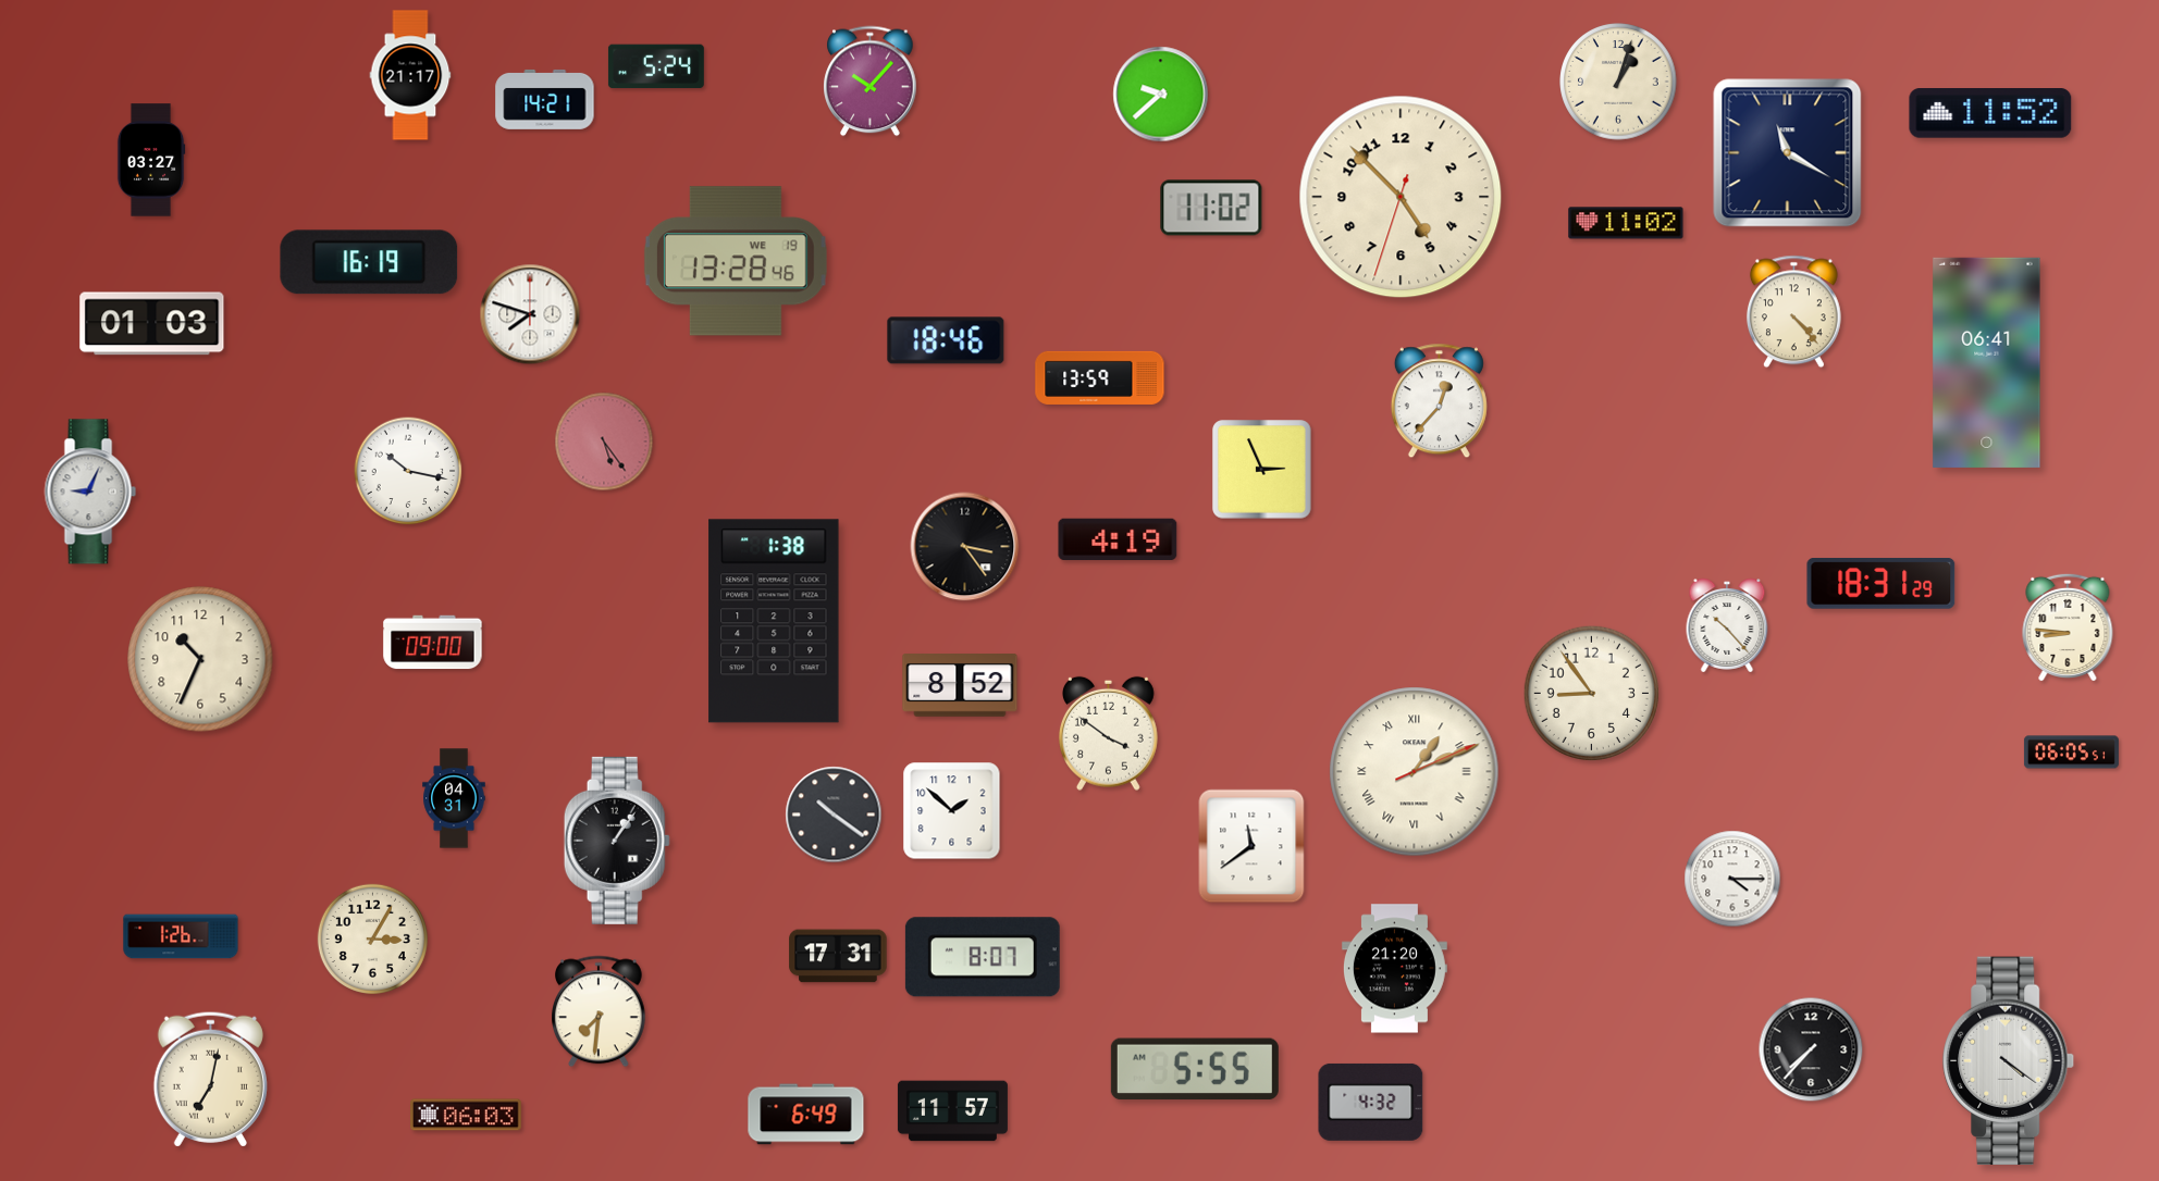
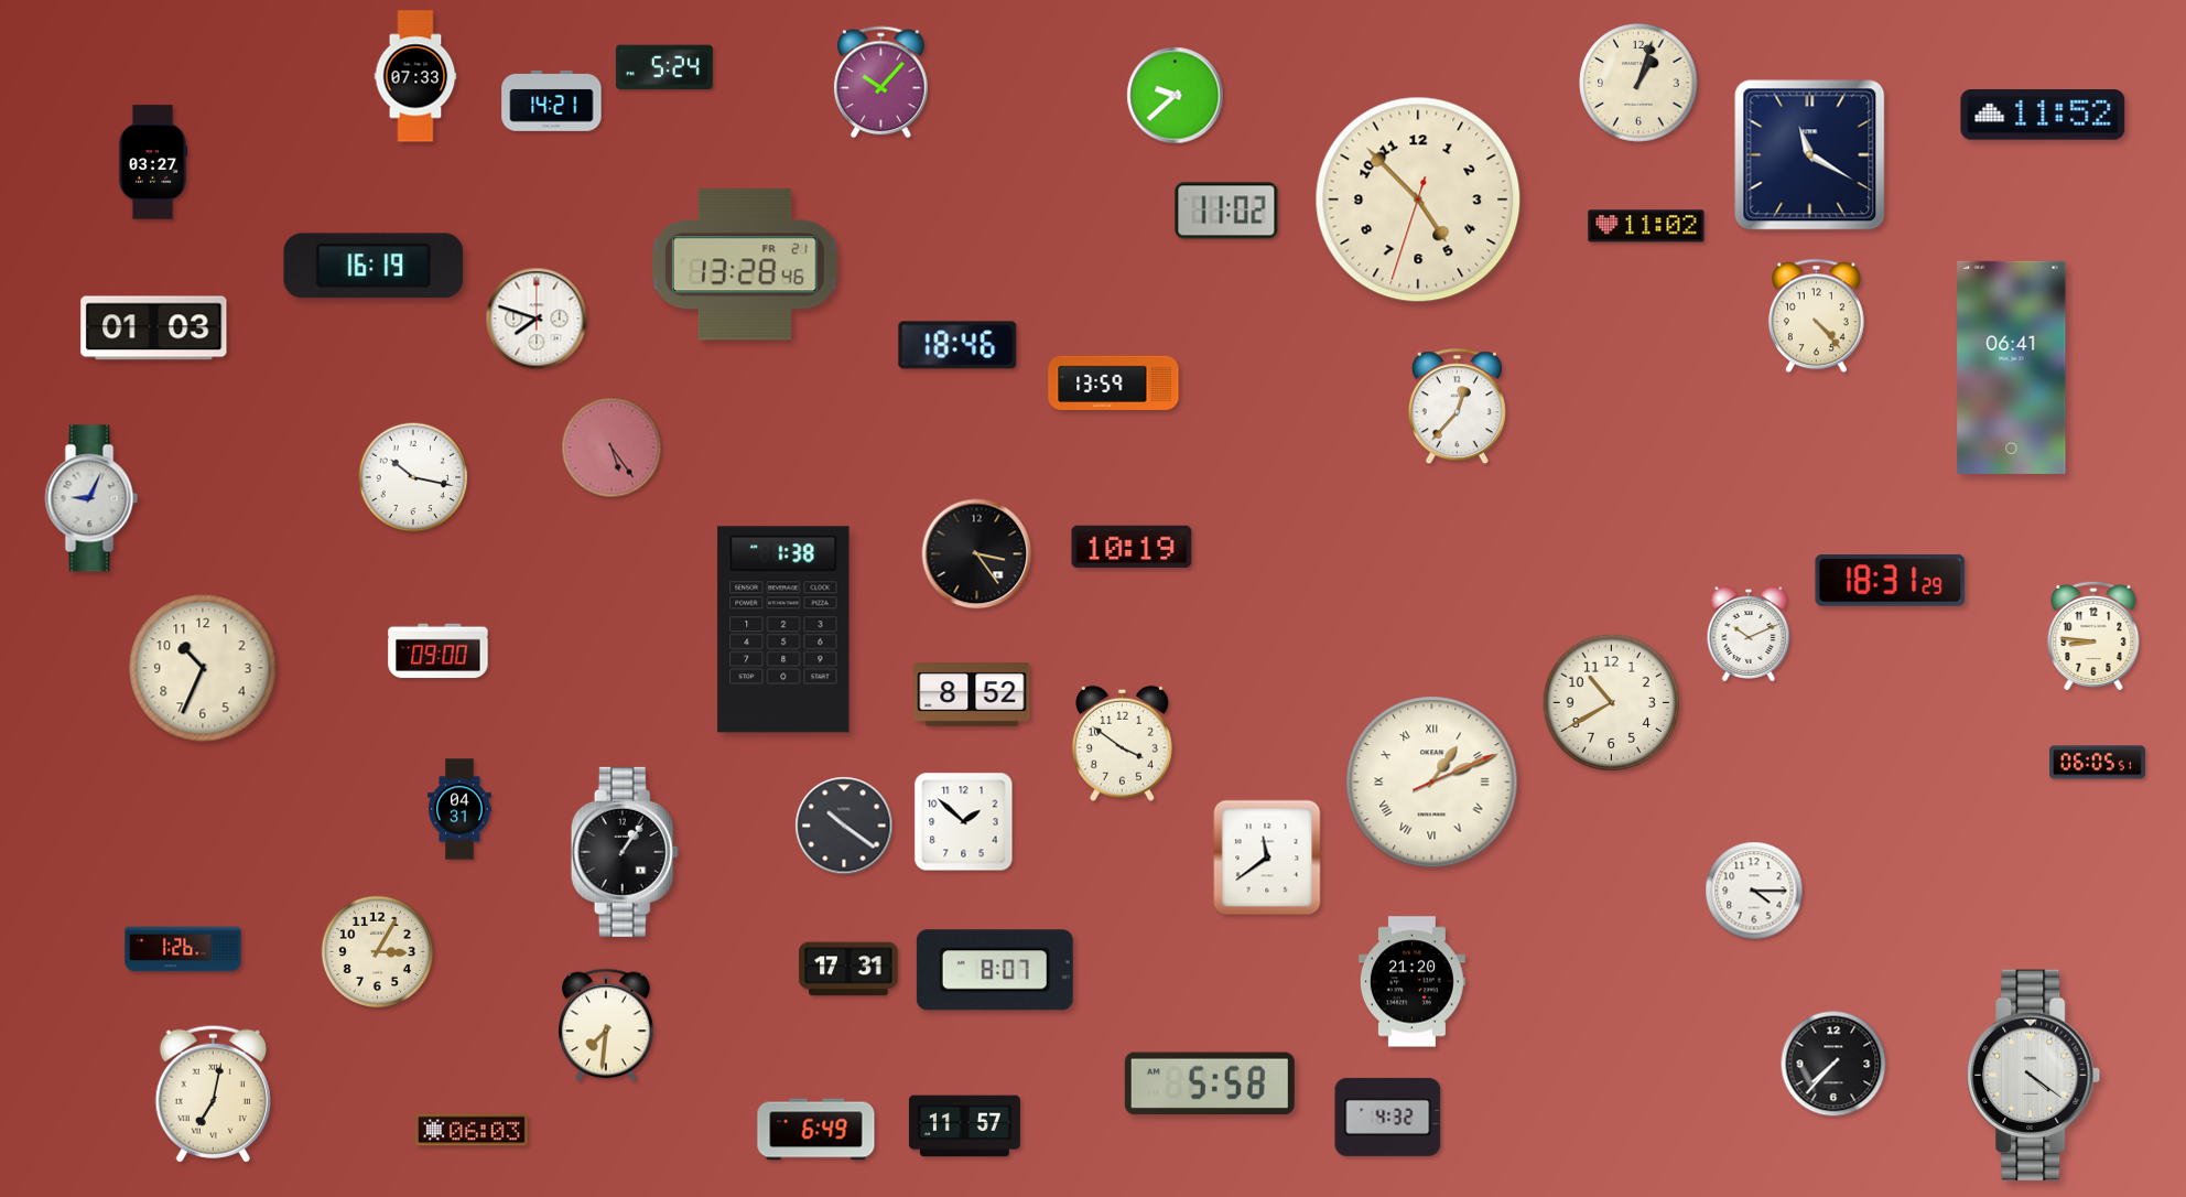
clock at (410, 75): 21:17 -> 07:33
clock at (1990, 114) position: (1990, 114) -> (2043, 116)
clock at (736, 261) date: WE 19 -> FR 21
clock at (1262, 470): 2:56 -> none
clock at (1118, 538): 4:19 -> 10:19
clock at (1882, 584) position: (1882, 584) -> (1891, 581)
clock at (1727, 625): 10:23 -> 10:11
clock at (1591, 693): 8:54 -> 10:40
clock at (1195, 1069): 5:55 -> 5:58
